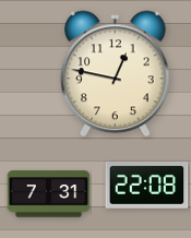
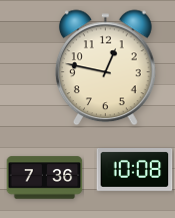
clock at (147, 186): 22:08 -> 10:08
clock at (49, 194): 7:31 -> 7:36
